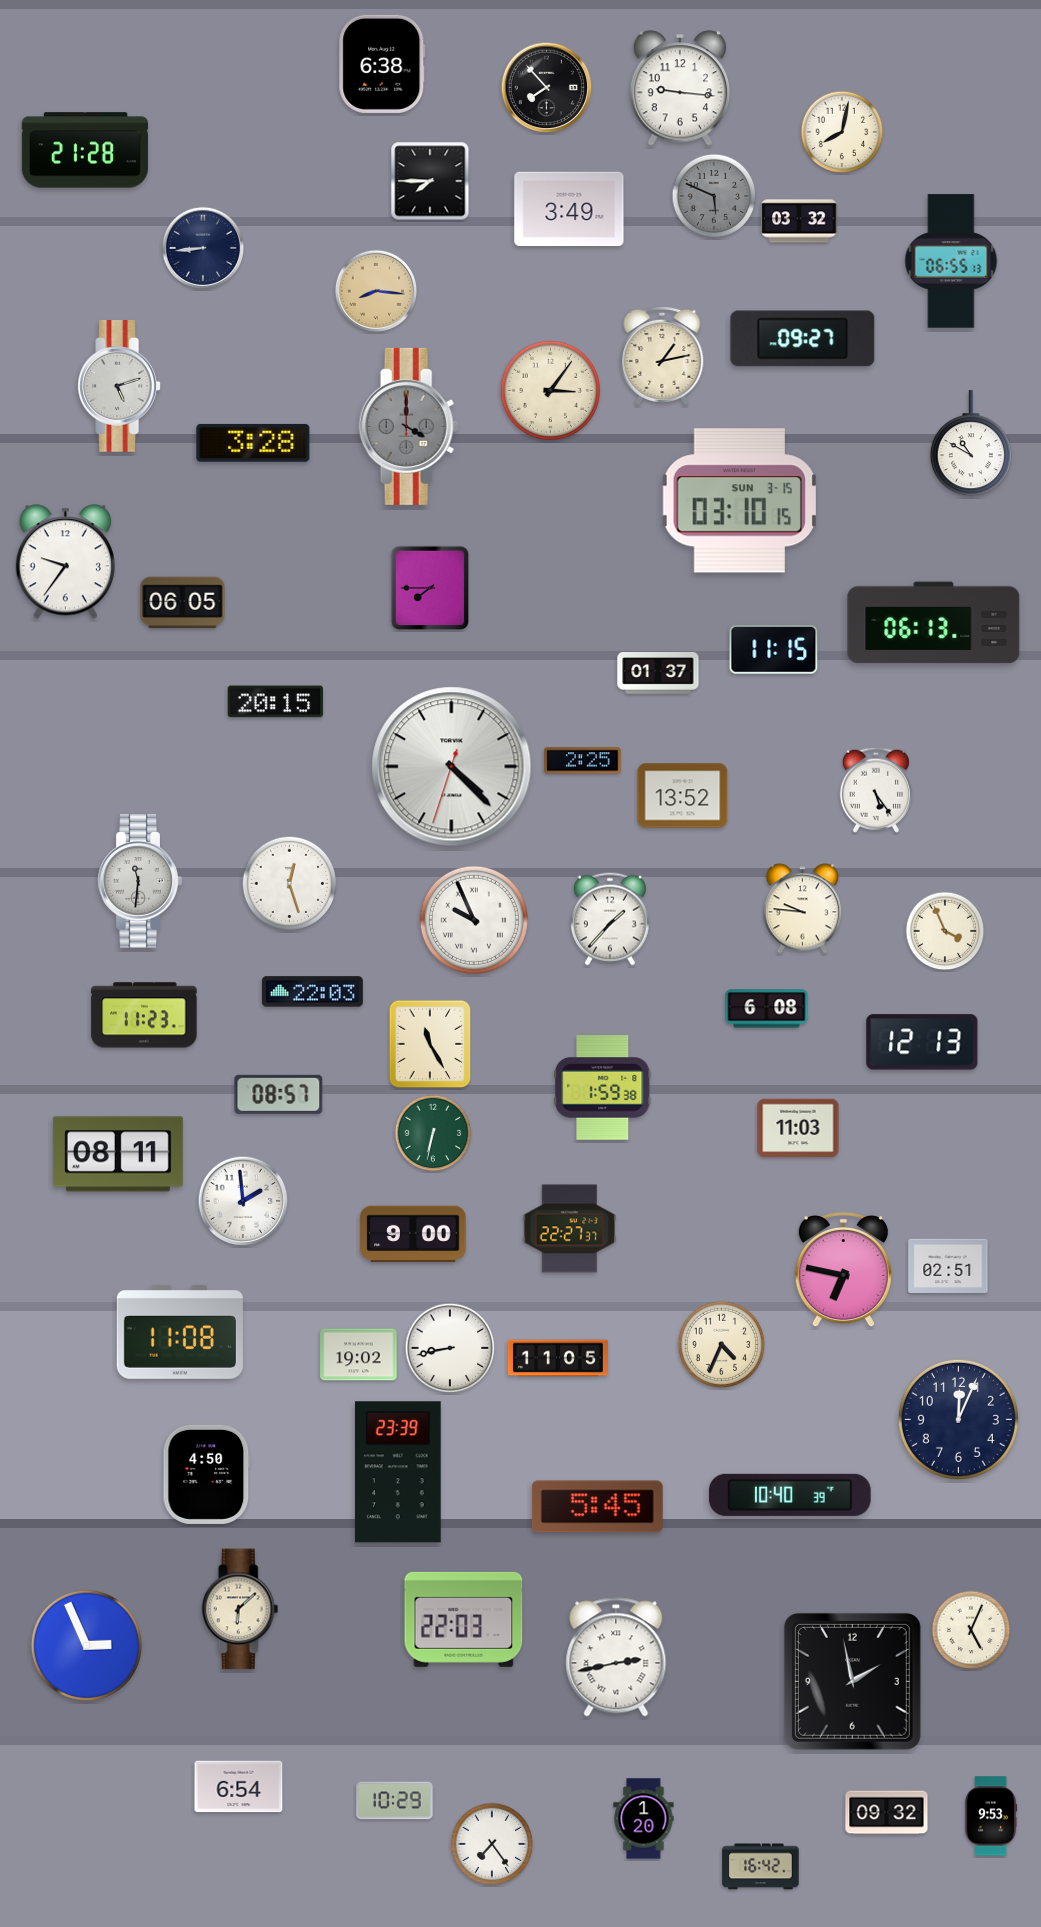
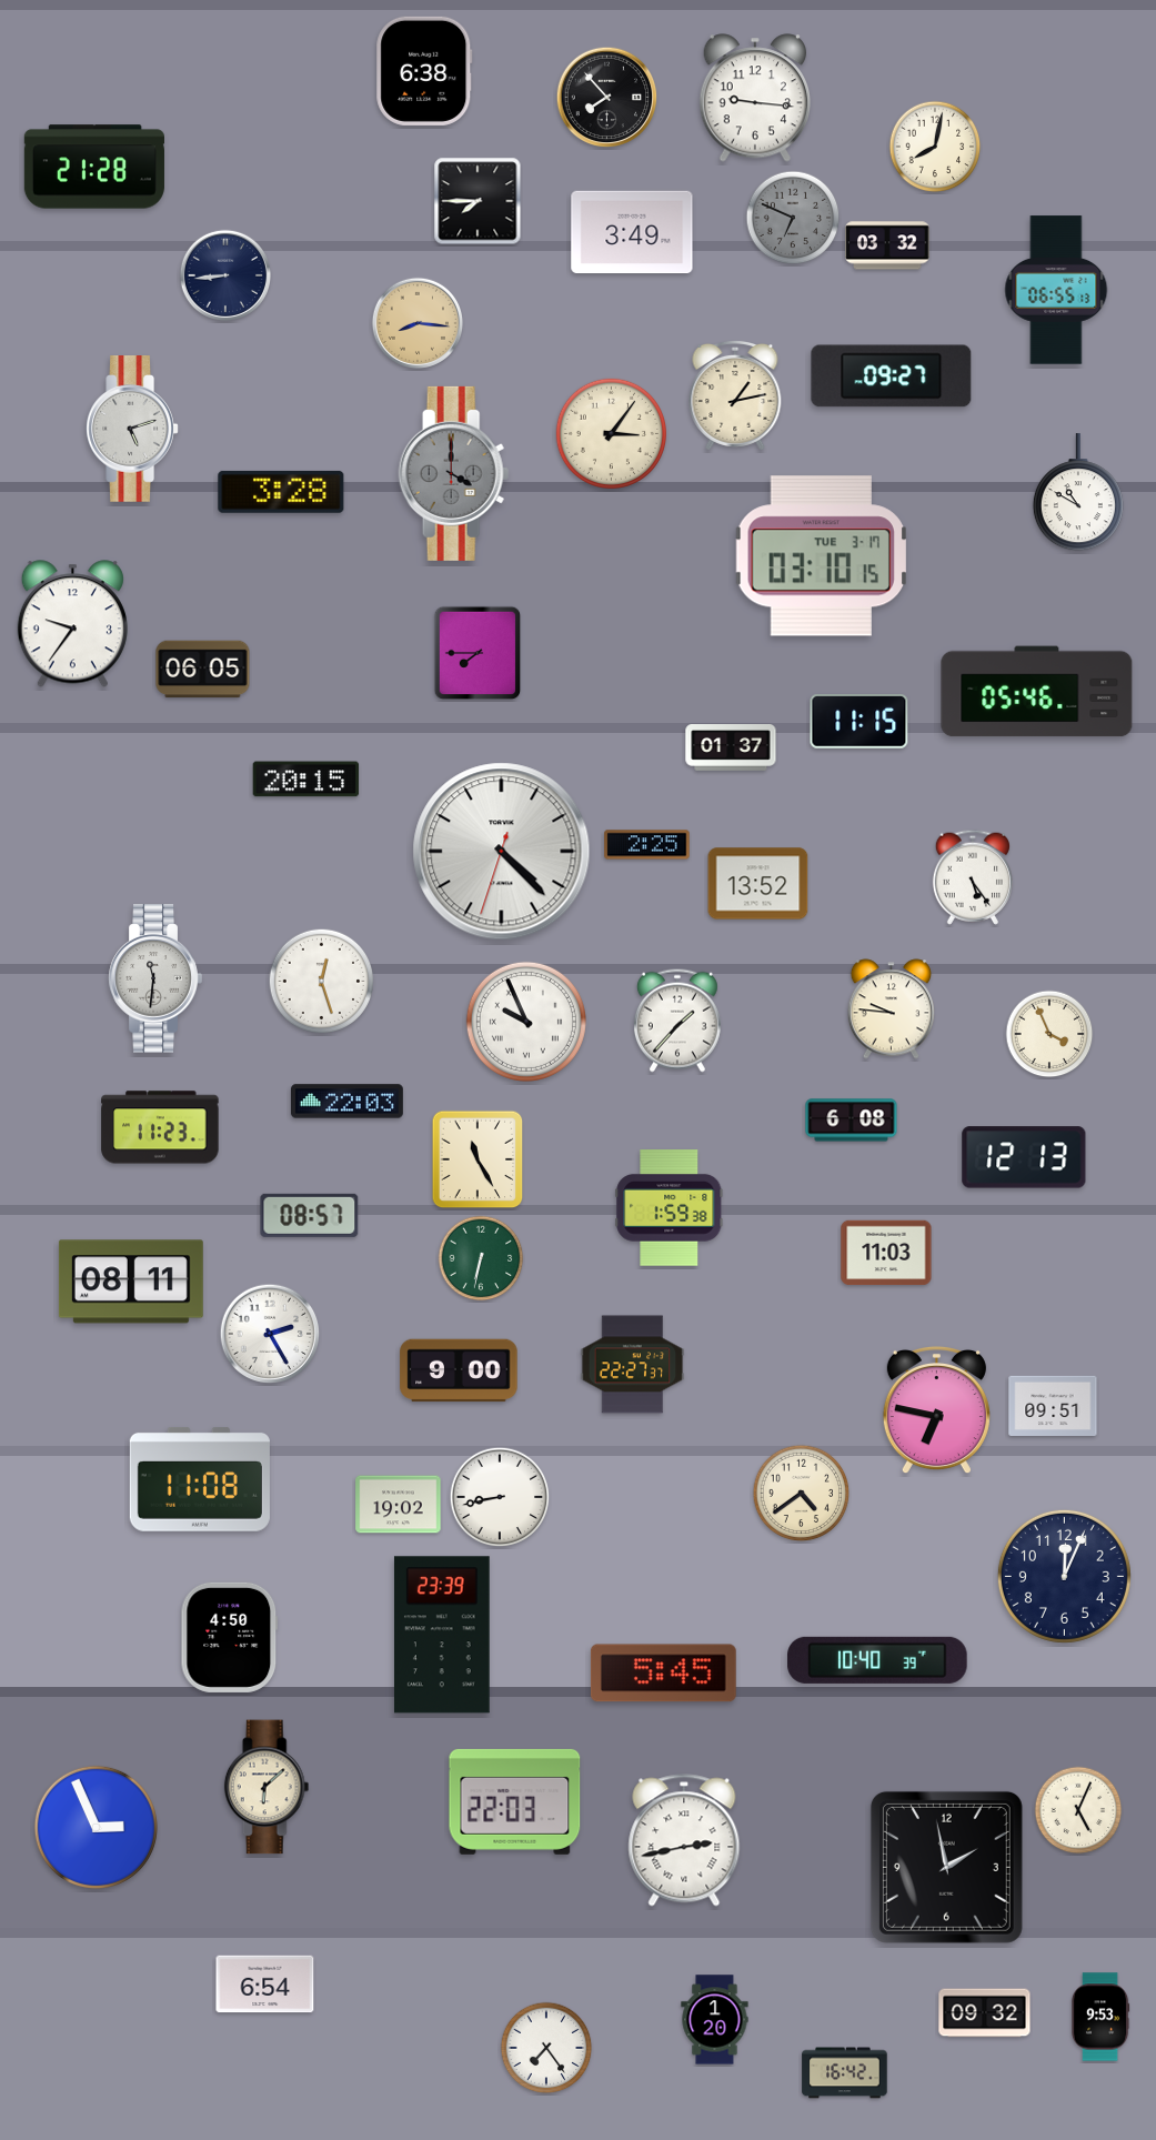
clock at (714, 196): 5:49 -> 6:49
clock at (739, 501) date: SUN 3-15 -> TUE 3-17
clock at (934, 623): 06:13 -> 05:46
clock at (243, 1201): 1:59 -> 2:25
clock at (948, 1265): 02:51 -> 09:51
clock at (722, 1345): 4:34 -> 4:39
clock at (558, 1358): 11:05 -> none
clock at (464, 1619) position: (464, 1619) -> (515, 1801)
clock at (395, 1801): 10:29 -> none
